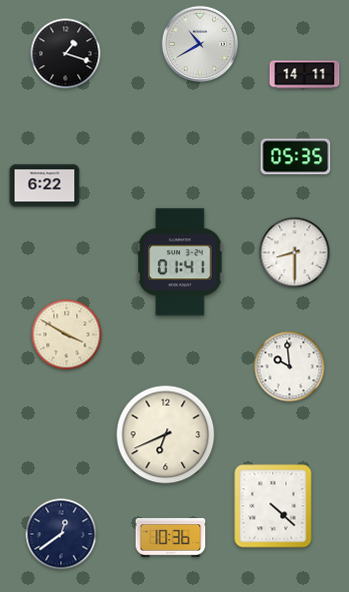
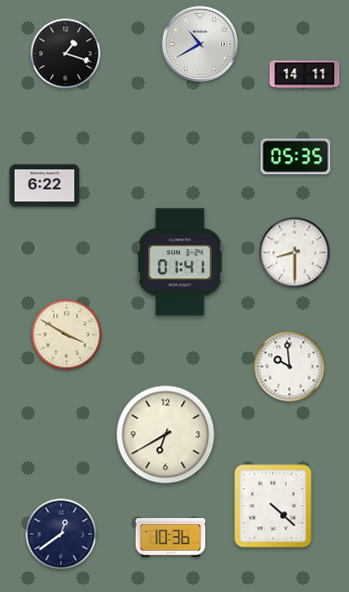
clock at (166, 435): 6:41 -> 6:40
